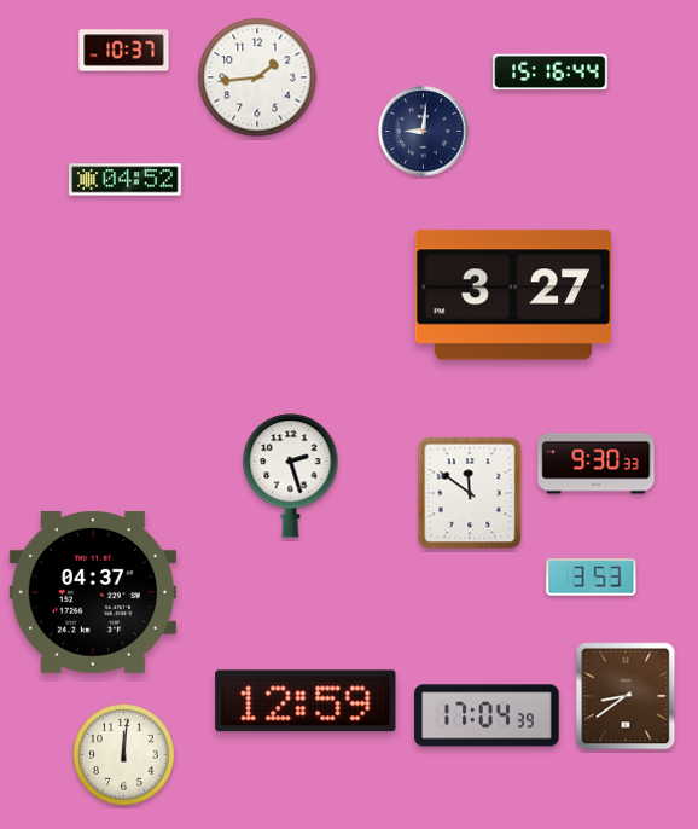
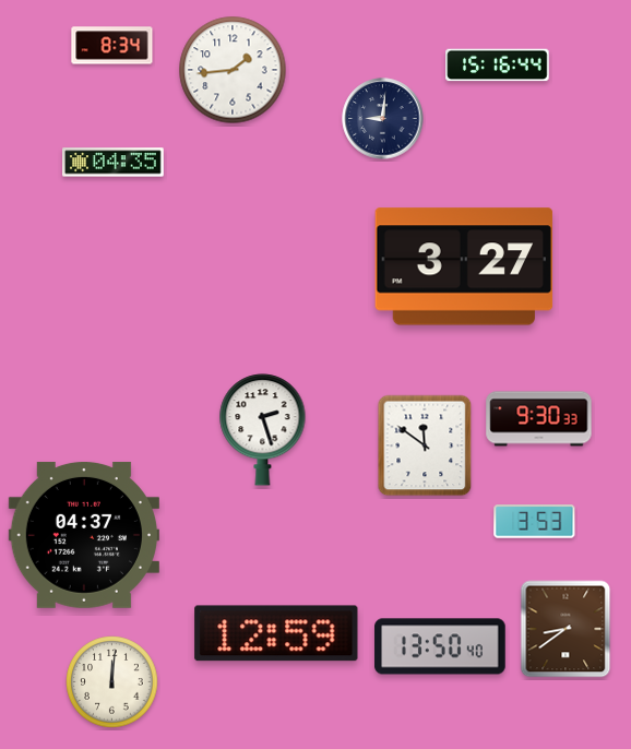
clock at (124, 51): 10:37 -> 8:34
clock at (126, 180): 04:52 -> 04:35
clock at (487, 715): 17:04 -> 13:50
